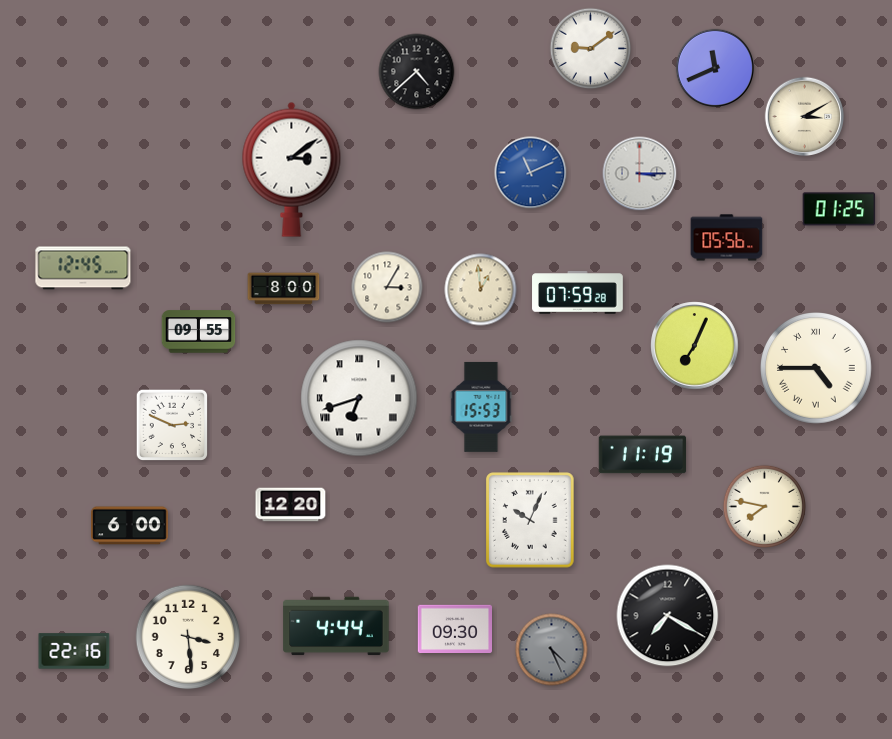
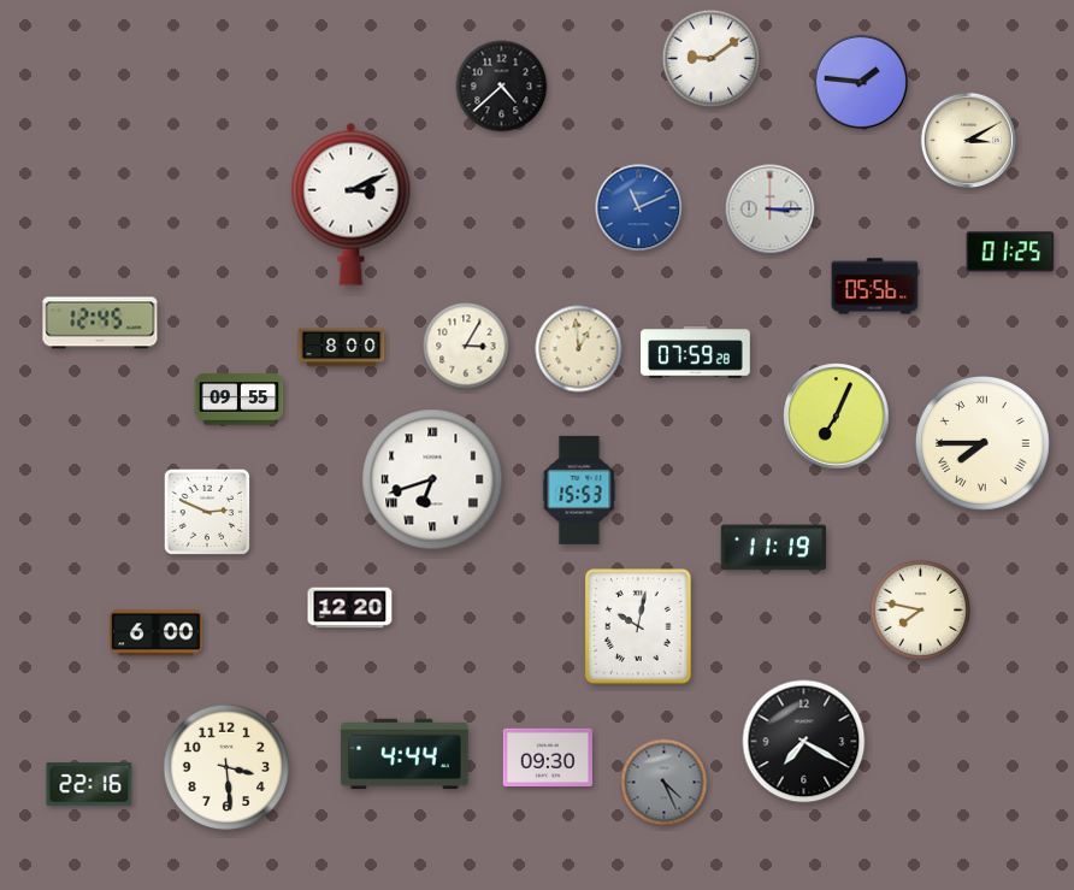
clock at (715, 68): 11:41 -> 1:46
clock at (292, 169): 3:09 -> 3:11
clock at (817, 369): 4:45 -> 7:45
clock at (530, 520): 10:04 -> 10:02
